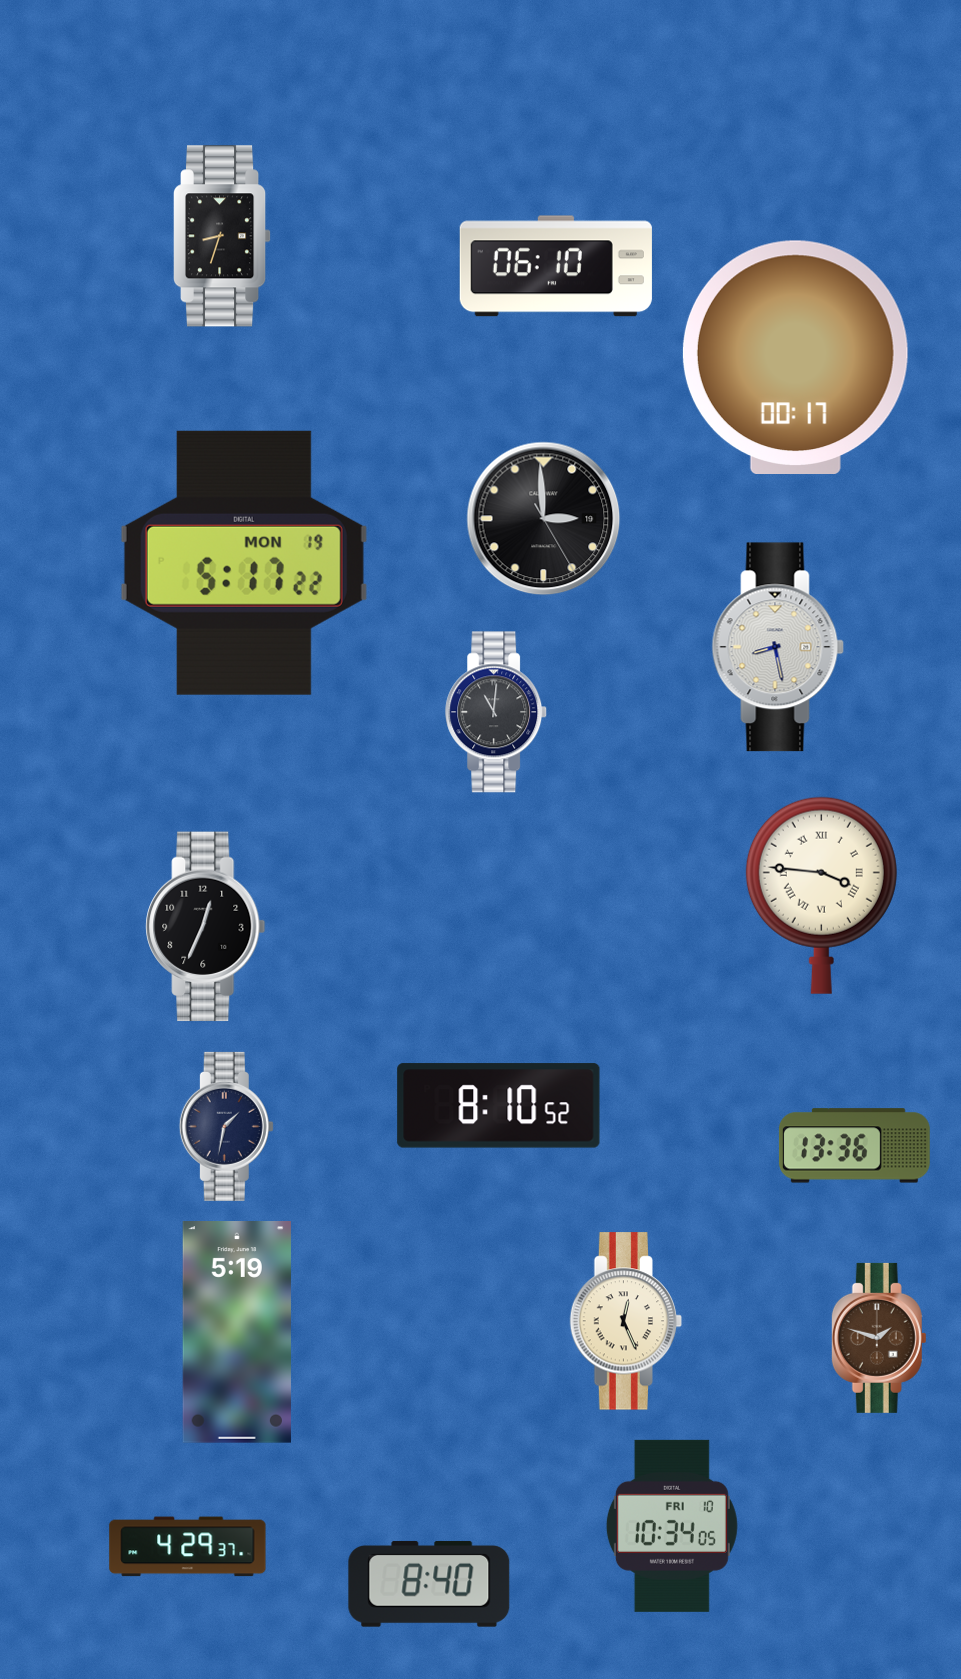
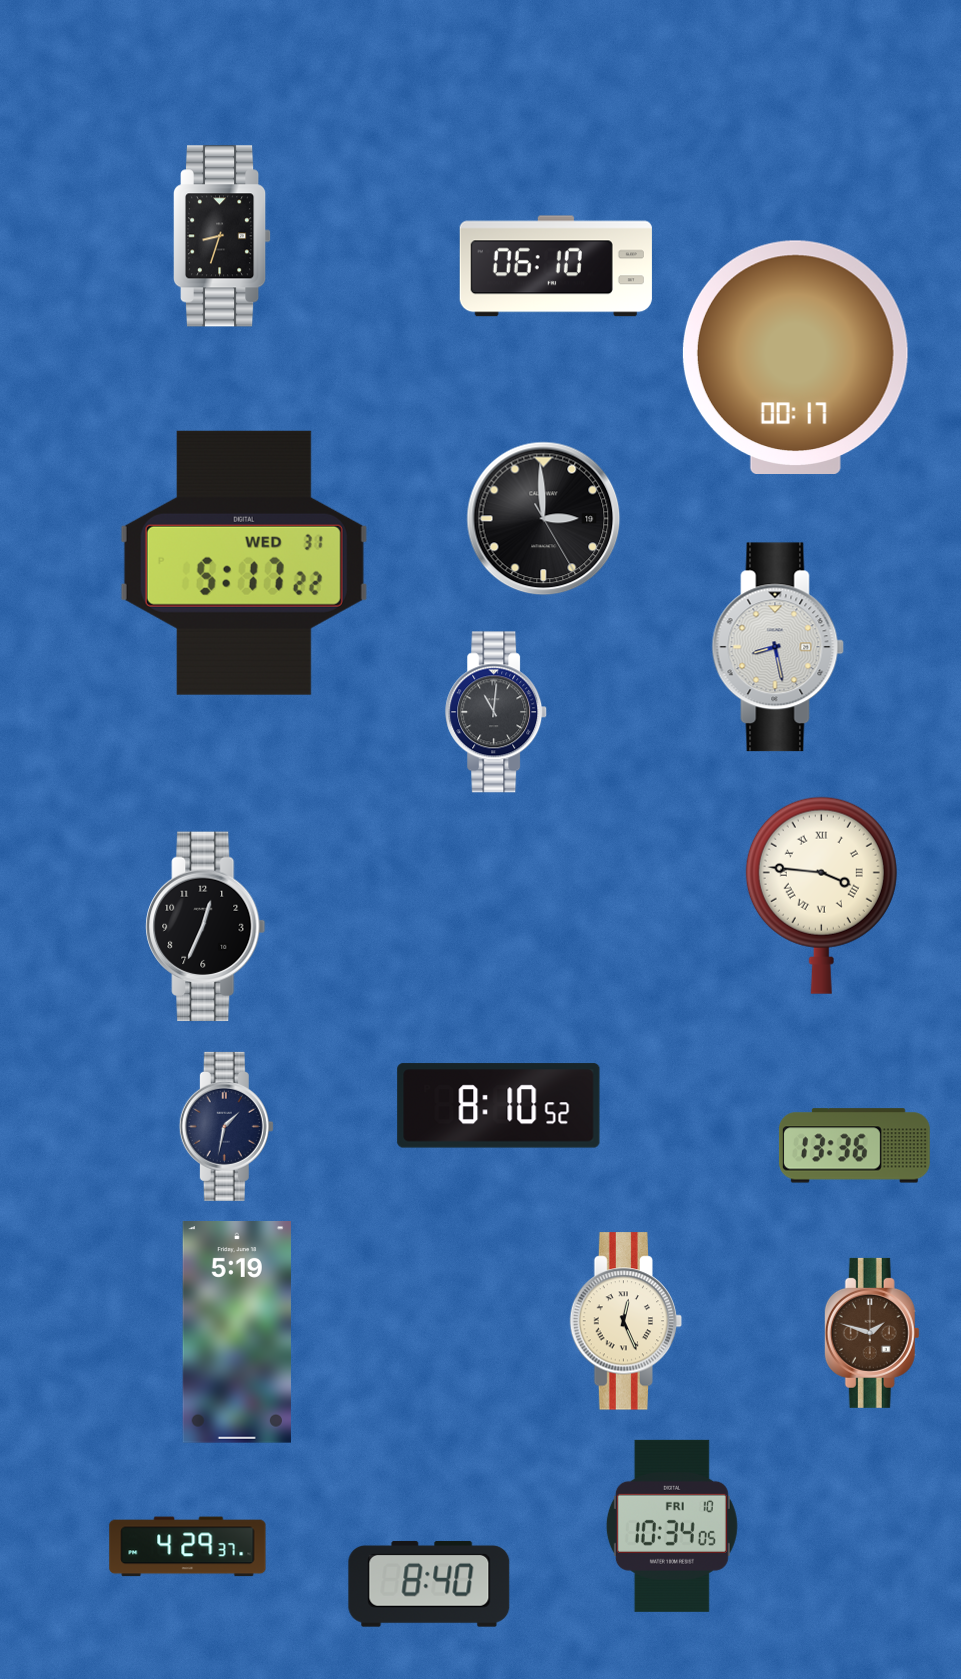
clock at (244, 563) date: MON 19 -> WED 31
clock at (879, 1338) position: (879, 1338) -> (872, 1333)
